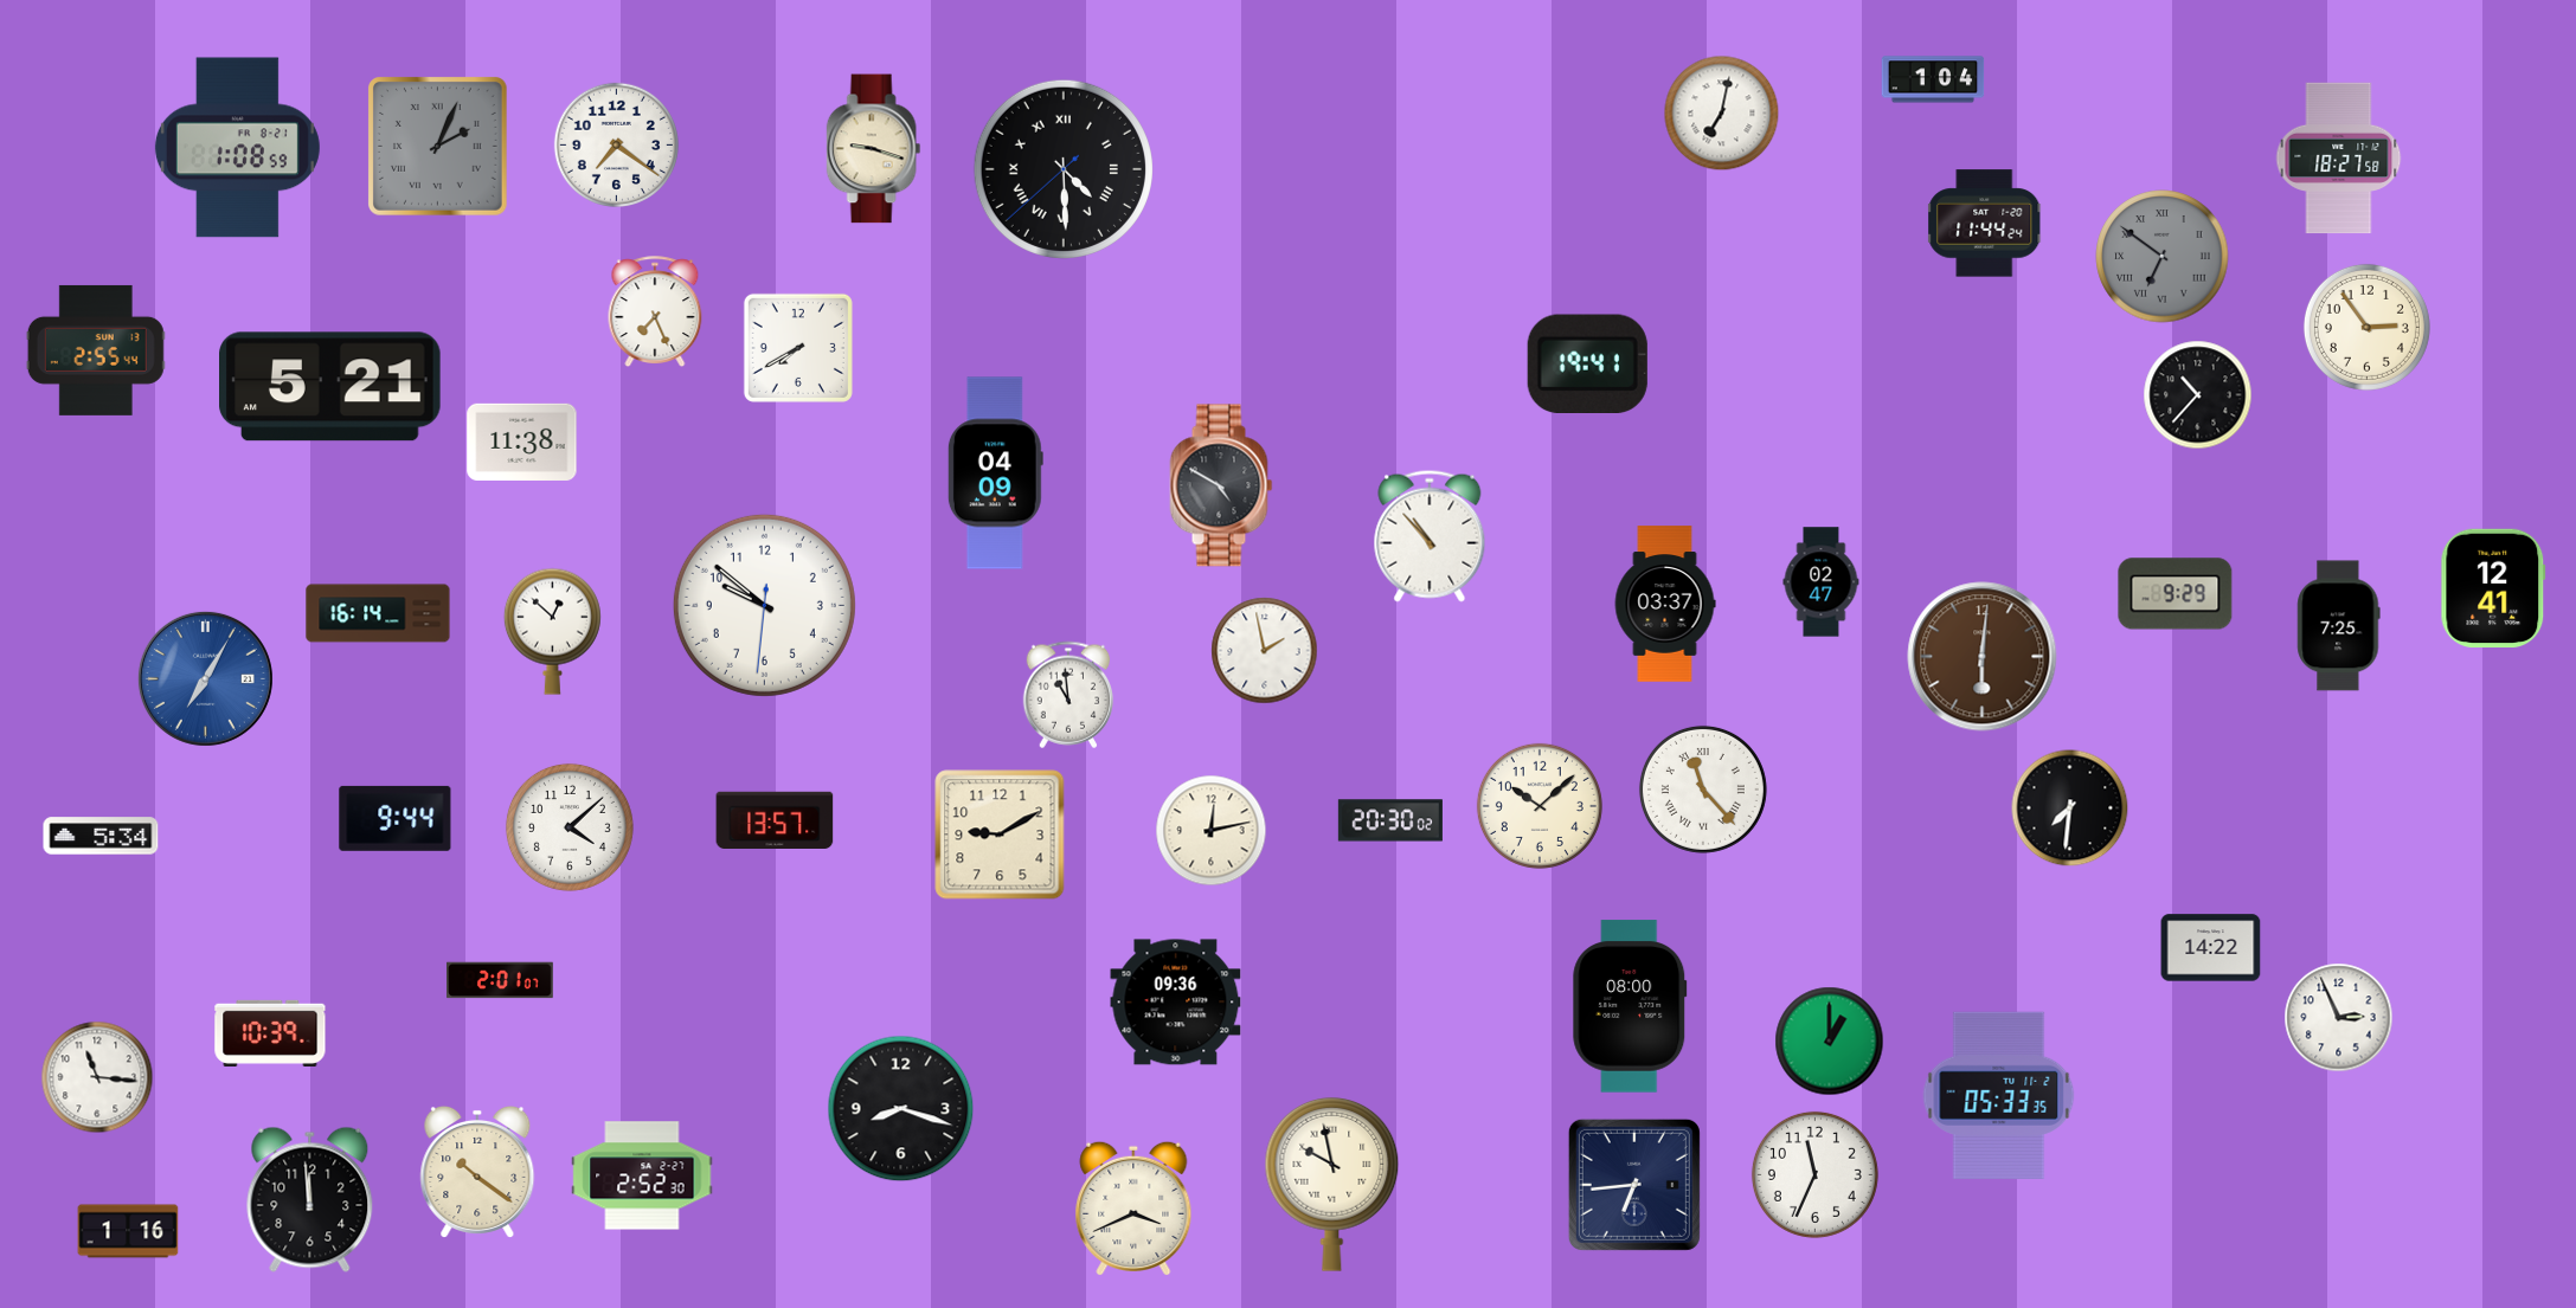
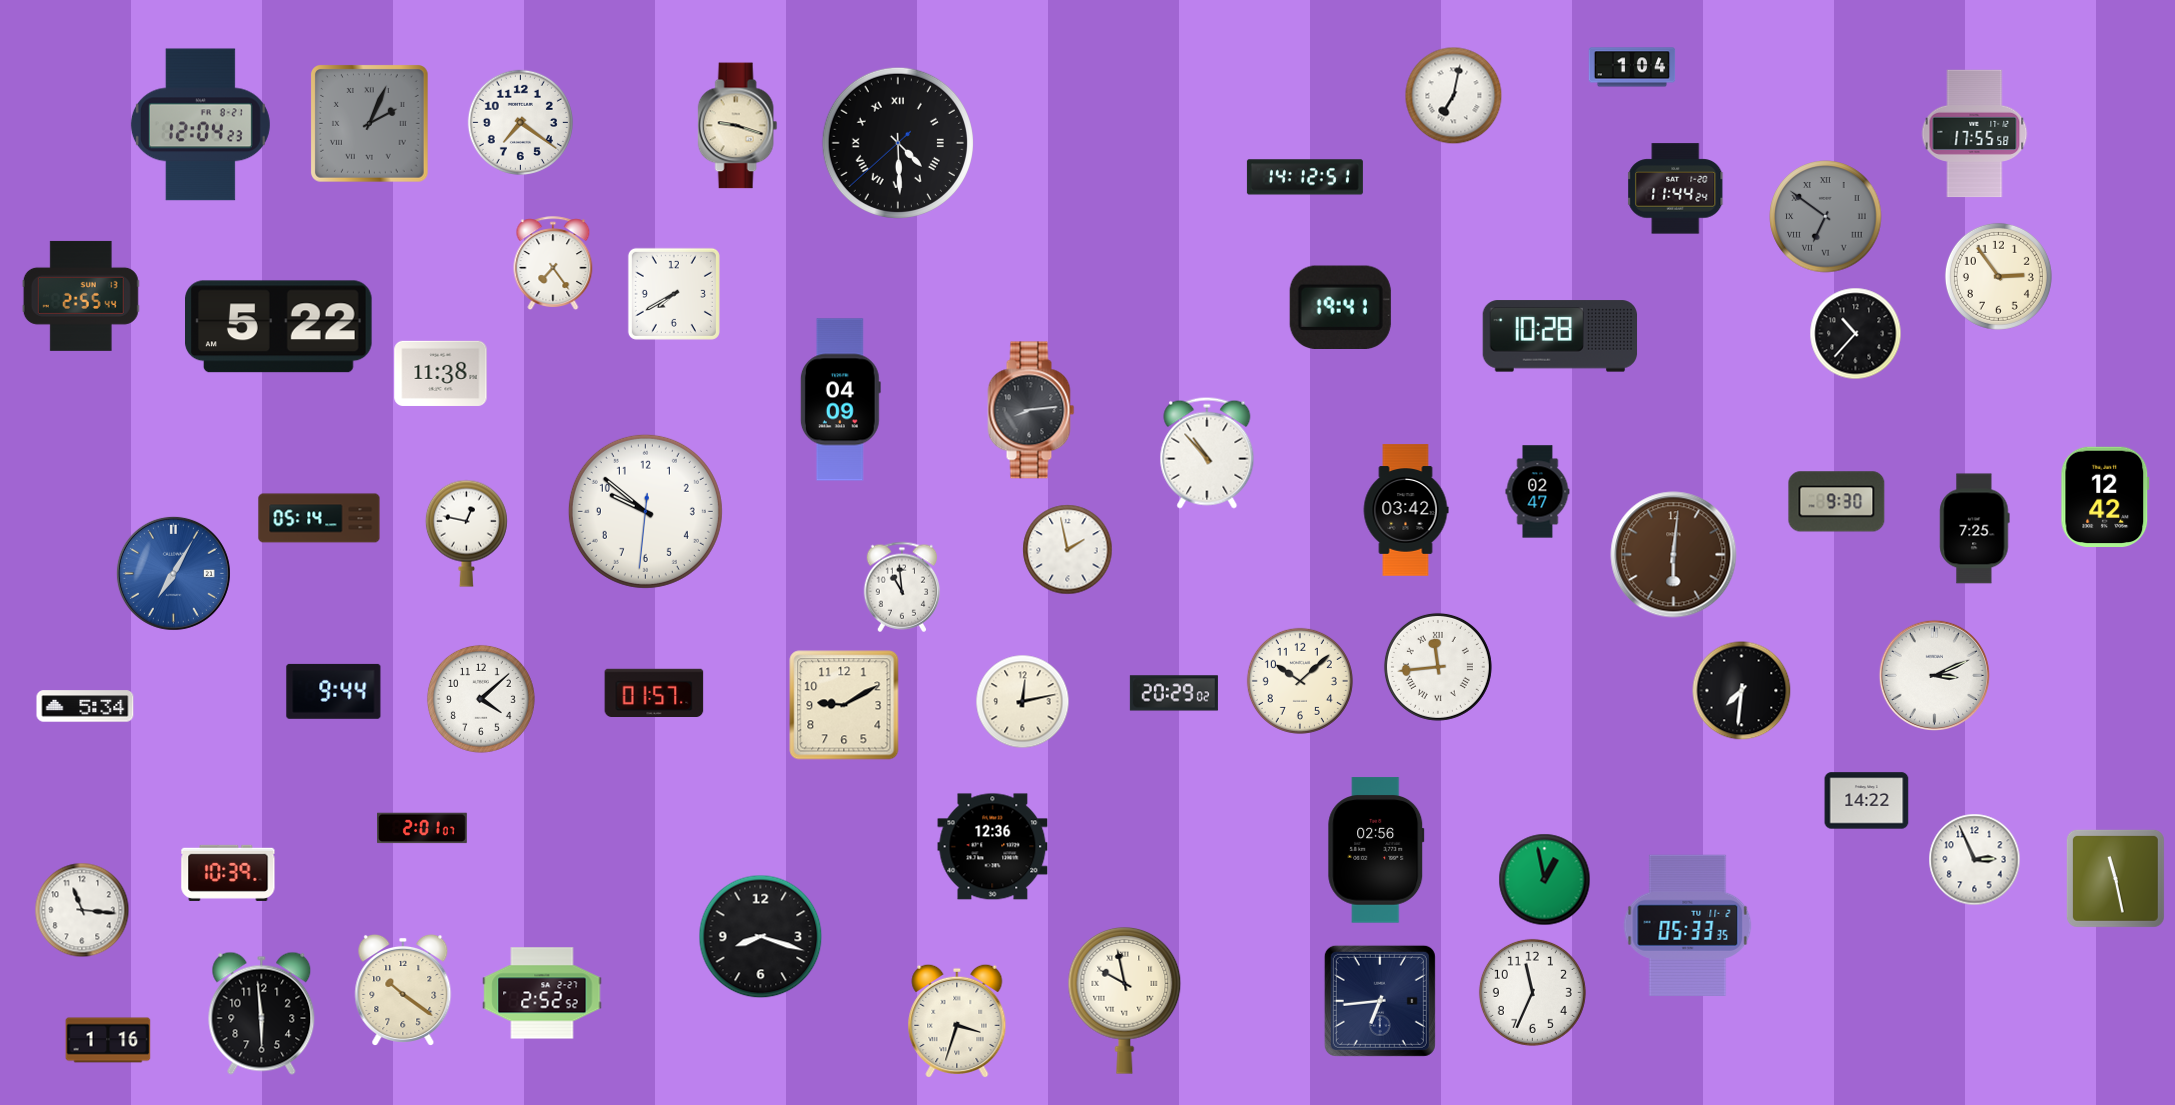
clock at (237, 148): 1:08 -> 12:04
clock at (2339, 159): 18:27 -> 17:55
clock at (1305, 177): none -> 14:12
clock at (655, 311): 7:26 -> 7:24
clock at (330, 387): 5:21 -> 5:22
clock at (1560, 336): none -> 10:28
clock at (1221, 485): 4:50 -> 8:14
clock at (2493, 588): 12:41 -> 12:42
clock at (2176, 594): 9:29 -> 9:30
clock at (1665, 604): 03:37 -> 03:42
clock at (378, 613): 16:14 -> 05:14
clock at (552, 631): 12:52 -> 12:47
clock at (1703, 790): 11:23 -> 11:44
clock at (1934, 675): none -> 3:11
clock at (2070, 808) position: (2070, 808) -> (1742, 691)
clock at (775, 819): 13:57 -> 01:57
clock at (1390, 820): 20:30 -> 20:29
clock at (1176, 1003): 09:36 -> 12:36
clock at (1630, 1006): 08:00 -> 02:56
clock at (2115, 878): none -> 11:28
clock at (1830, 1042): 1:00 -> 12:58
clock at (642, 1175): 2:52:30 -> 2:52:52
clock at (310, 1199): 11:59 -> 5:59
clock at (1133, 1209): 3:41 -> 3:33
